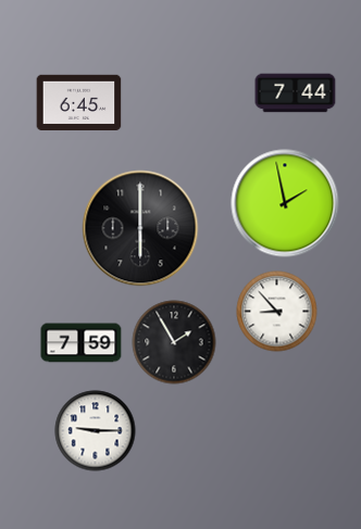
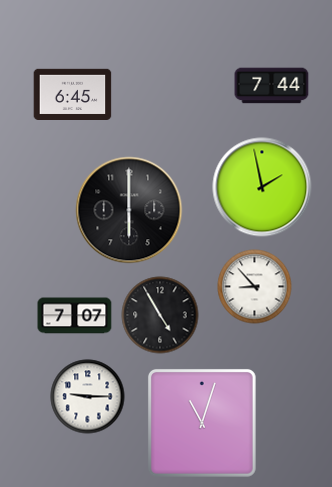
clock at (174, 342): 1:55 -> 4:55
clock at (82, 343): 7:59 -> 7:07
clock at (202, 423): none -> 11:03
